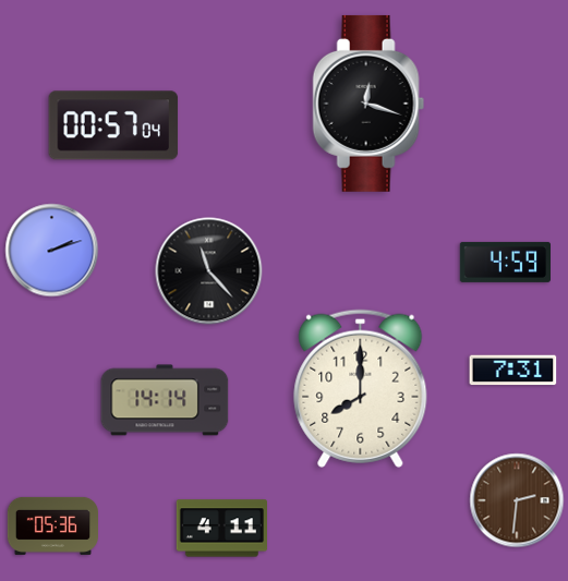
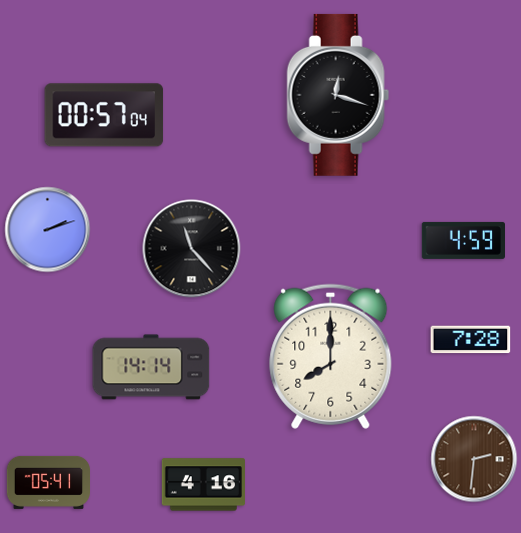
clock at (513, 371): 7:31 -> 7:28
clock at (52, 525): 05:36 -> 05:41
clock at (221, 529): 4:11 -> 4:16
